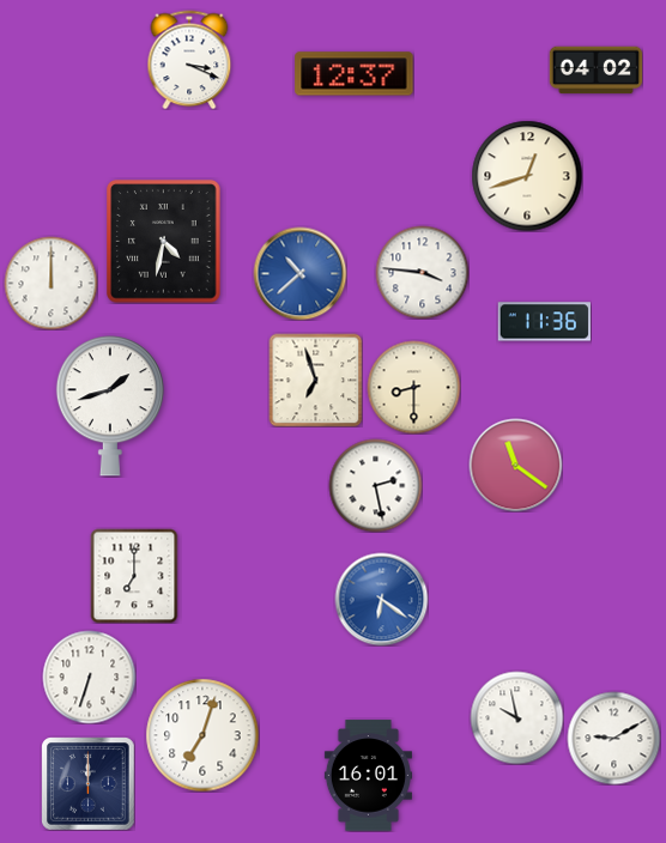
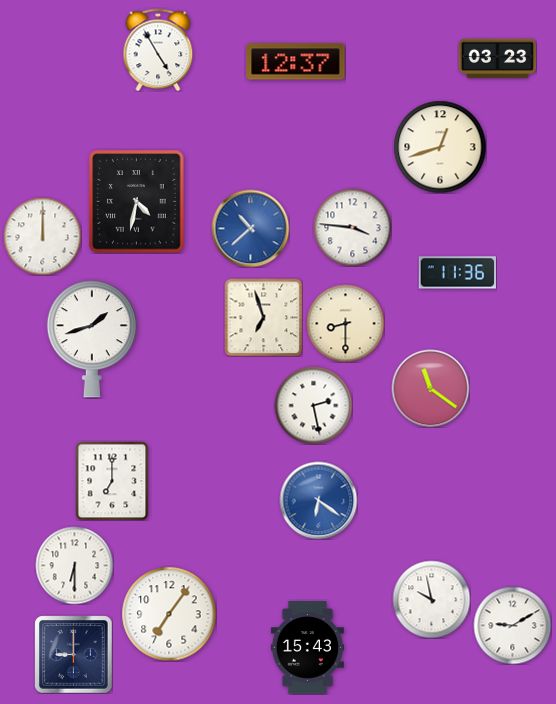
clock at (189, 60): 3:19 -> 4:55
clock at (595, 71): 04:02 -> 03:23
clock at (544, 322) position: (544, 322) -> (457, 273)
clock at (89, 677): 6:33 -> 6:30
clock at (202, 735): 7:03 -> 7:06
clock at (613, 738) position: (613, 738) -> (512, 625)
clock at (368, 776): 16:01 -> 15:43
clock at (87, 783): 12:00 -> 9:00
